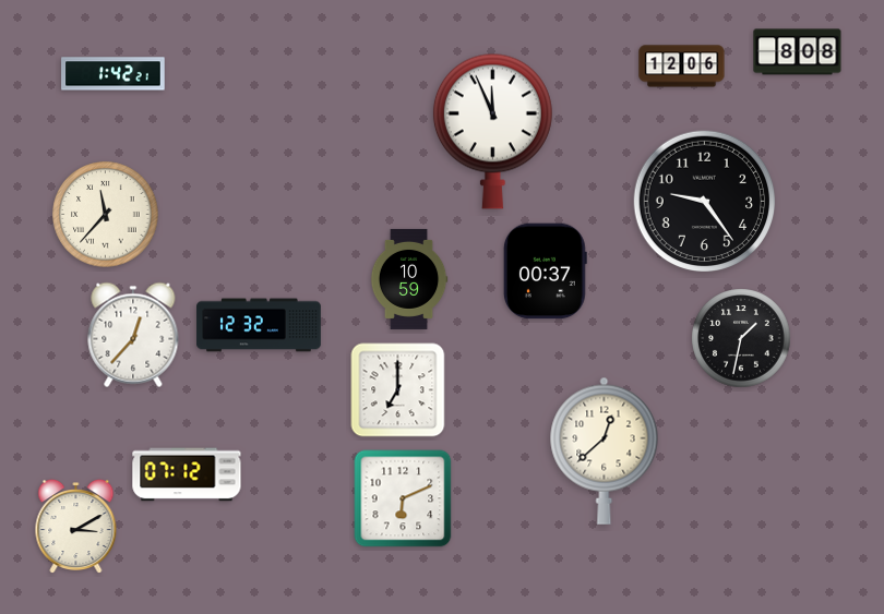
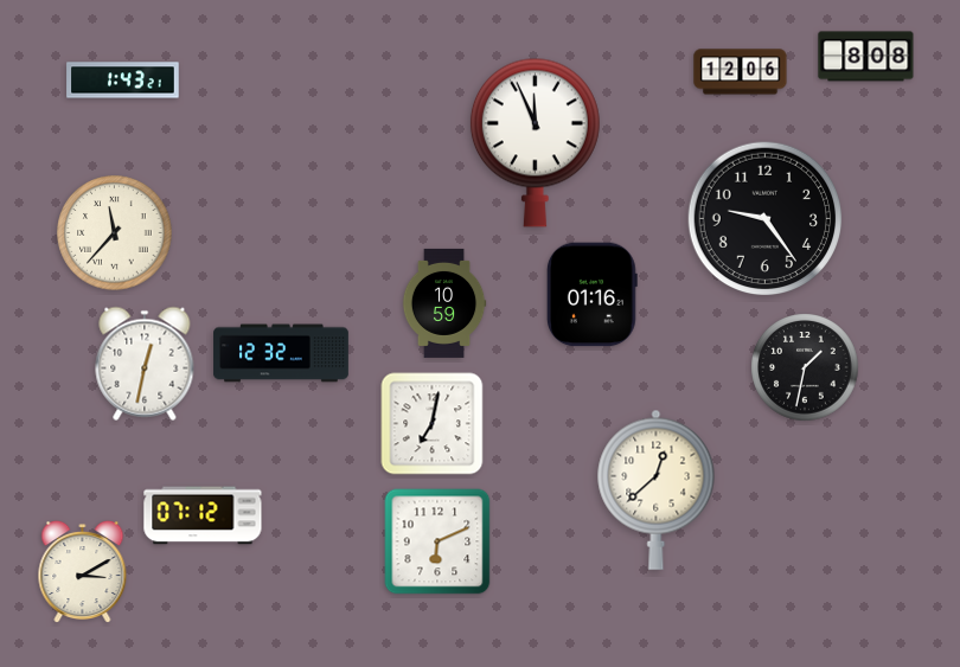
clock at (114, 74): 1:42 -> 1:43
clock at (545, 272): 00:37 -> 01:16
clock at (133, 335): 12:37 -> 12:32
clock at (398, 390): 7:00 -> 7:02
